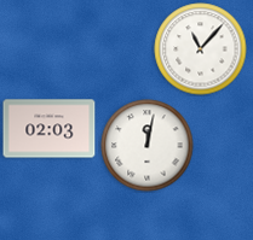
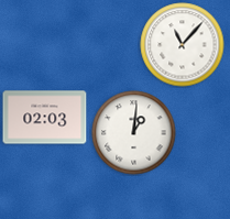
clock at (148, 146): 12:02 -> 1:01
